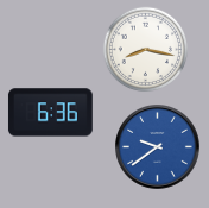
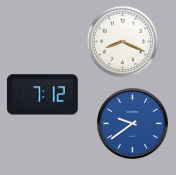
clock at (146, 50): 8:17 -> 8:19
clock at (50, 113): 6:36 -> 7:12
